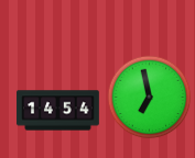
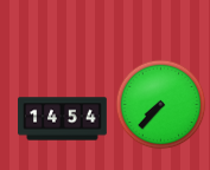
clock at (150, 98): 6:58 -> 7:37
